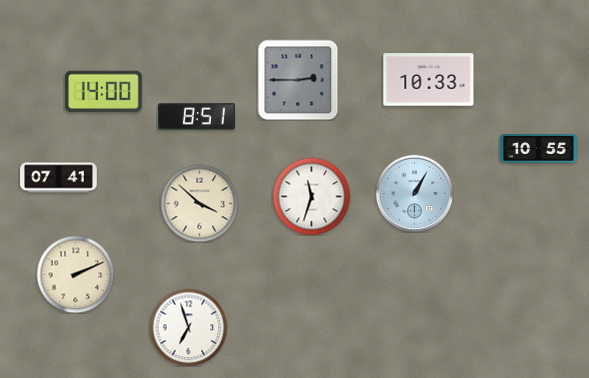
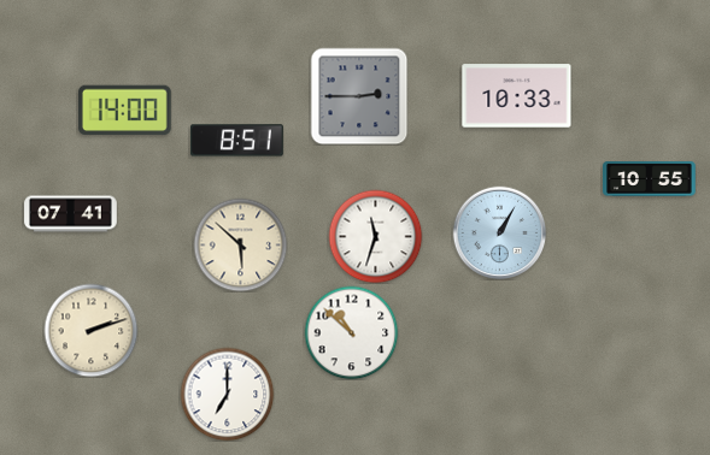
clock at (199, 203): 3:52 -> 5:52
clock at (75, 274): 2:11 -> 2:12
clock at (351, 332): none -> 10:52
clock at (188, 327): 6:57 -> 7:00
